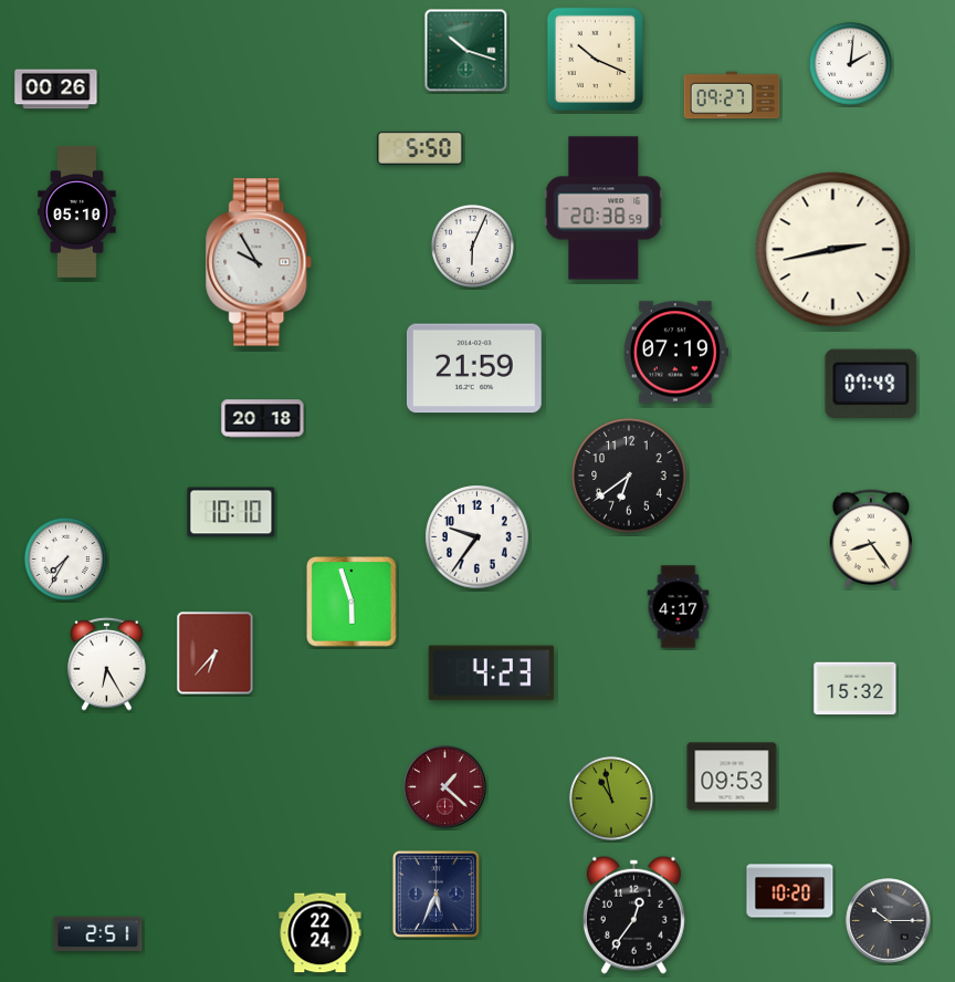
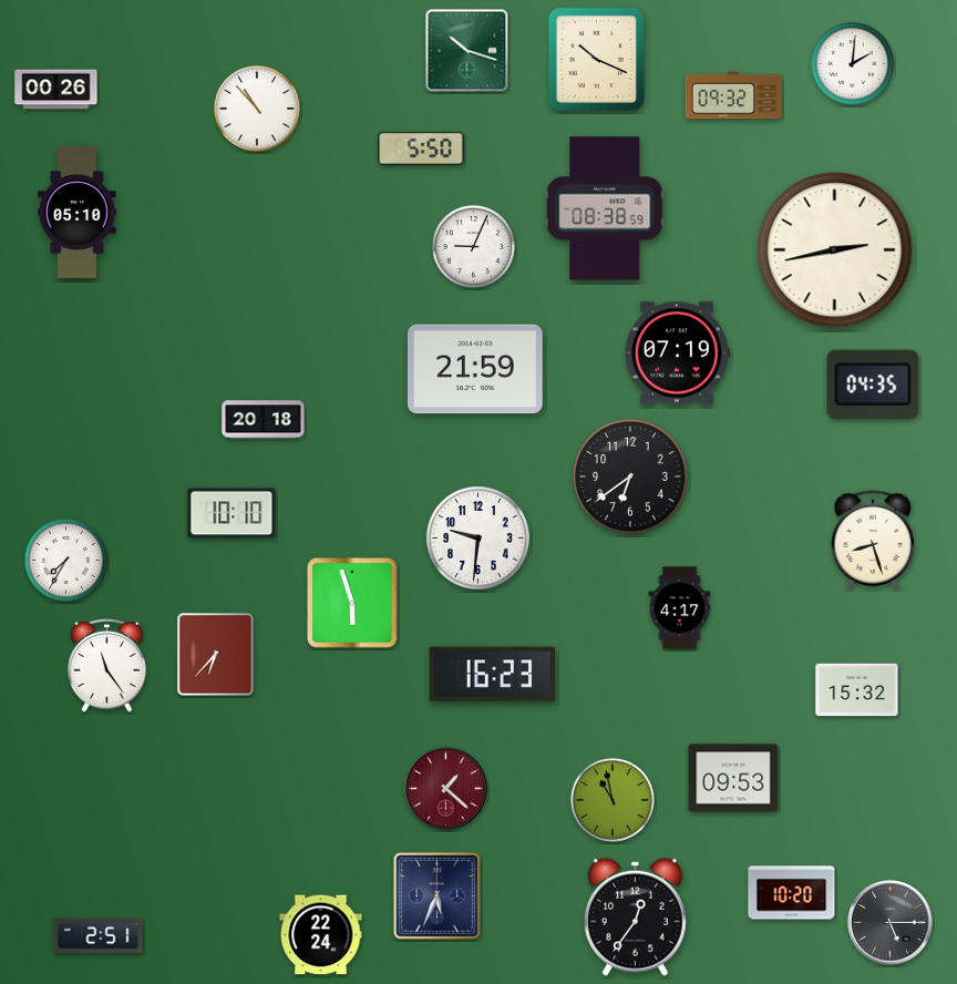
clock at (732, 95): 09:27 -> 09:32
clock at (257, 109): none -> 10:53
clock at (604, 208): 20:38 -> 08:38
clock at (472, 245): 6:04 -> 9:04
clock at (260, 262): 9:55 -> none
clock at (871, 384): 07:49 -> 04:35
clock at (478, 537): 9:36 -> 9:31
clock at (871, 539): 8:24 -> 8:27
clock at (107, 665): 6:25 -> 11:24
clock at (492, 673): 4:23 -> 16:23
clock at (889, 921): 10:15 -> 5:15
